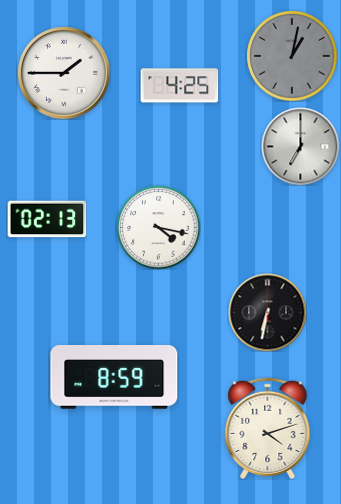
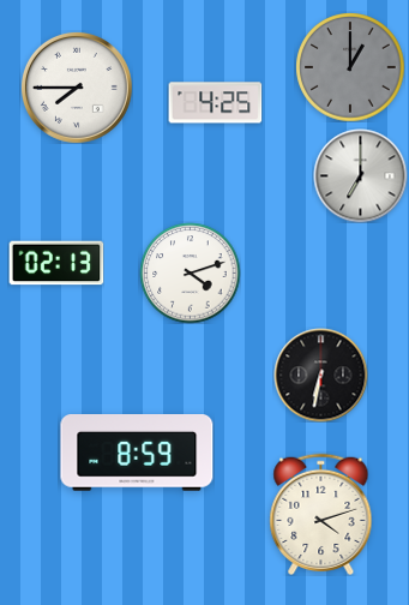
clock at (292, 56): 1:02 -> 1:00
clock at (64, 73): 1:45 -> 7:45
clock at (158, 227): 4:17 -> 4:12
